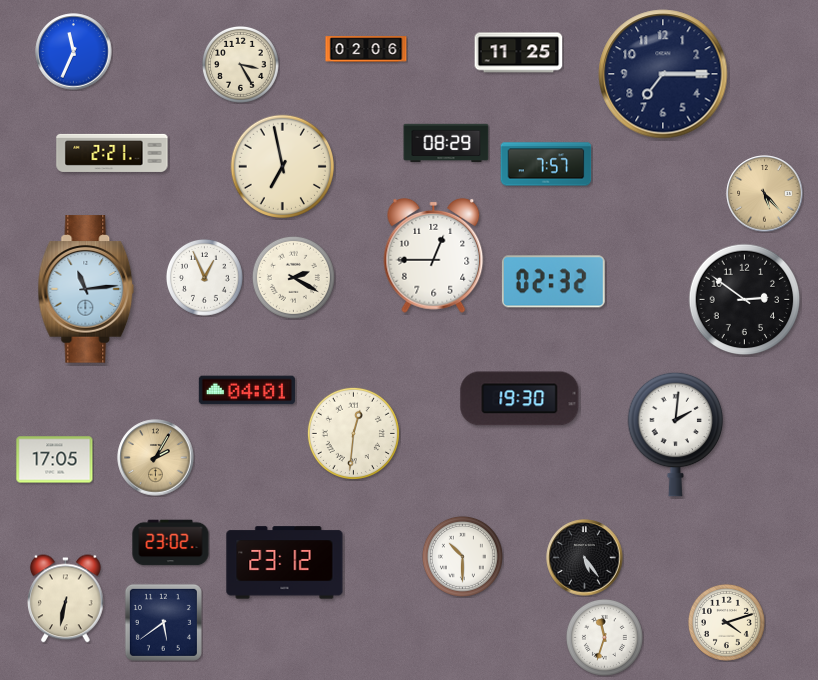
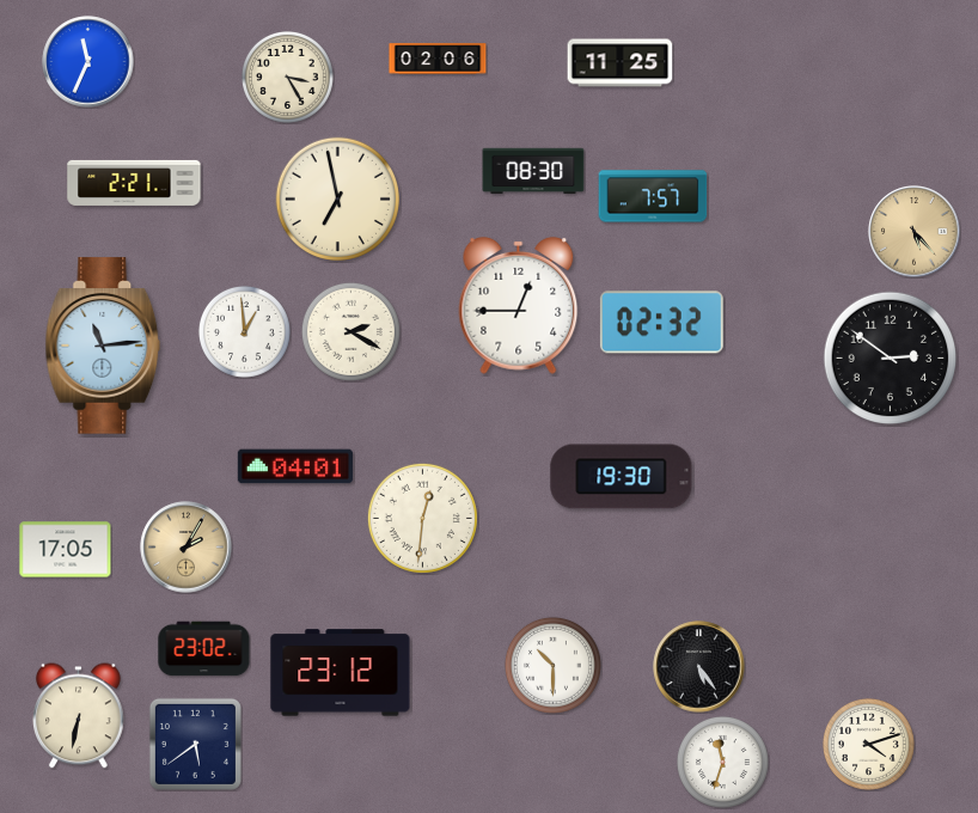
clock at (663, 74): 7:15 -> none
clock at (446, 143): 08:29 -> 08:30
clock at (204, 277): 12:56 -> 12:59
clock at (553, 282) position: (553, 282) -> (661, 323)
clock at (676, 434): 2:01 -> none
